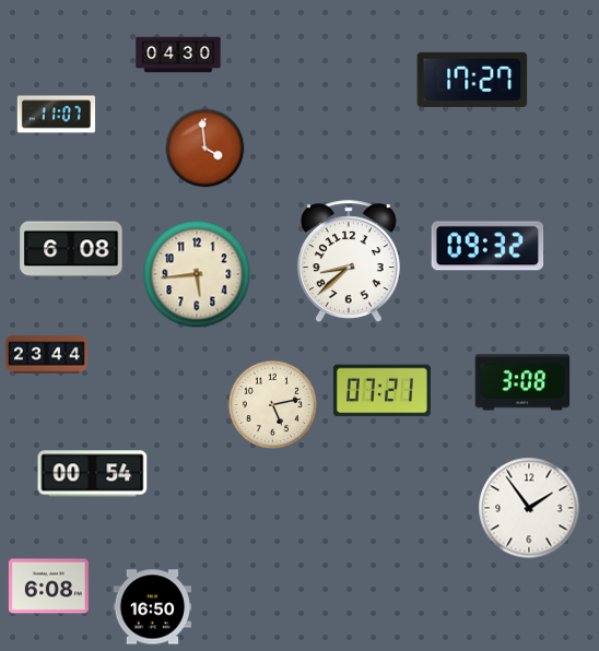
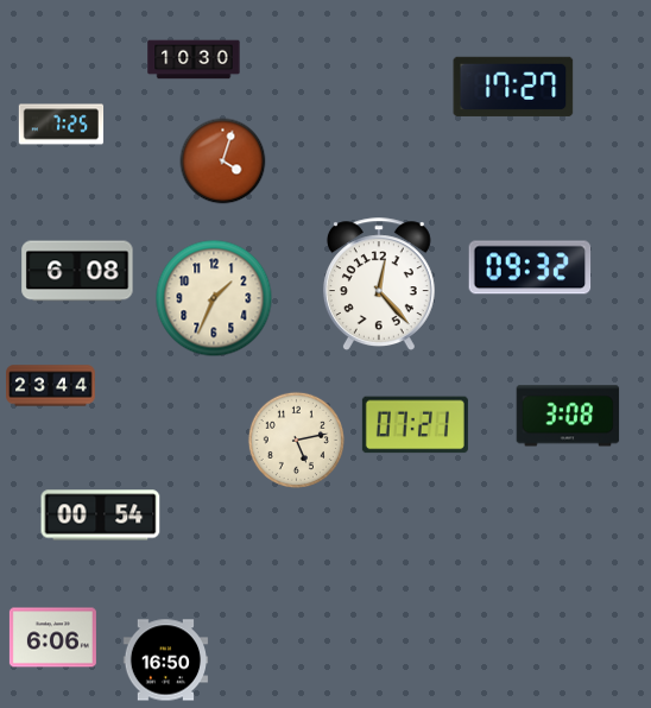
clock at (178, 55): 04:30 -> 10:30
clock at (57, 115): 11:07 -> 7:25
clock at (205, 149): 3:59 -> 4:03
clock at (349, 261): 8:38 -> 12:23
clock at (197, 274): 5:44 -> 1:34
clock at (529, 508): 1:54 -> none
clock at (48, 587): 6:08 -> 6:06
